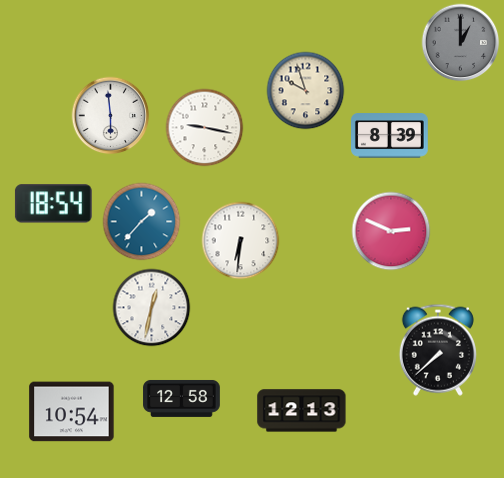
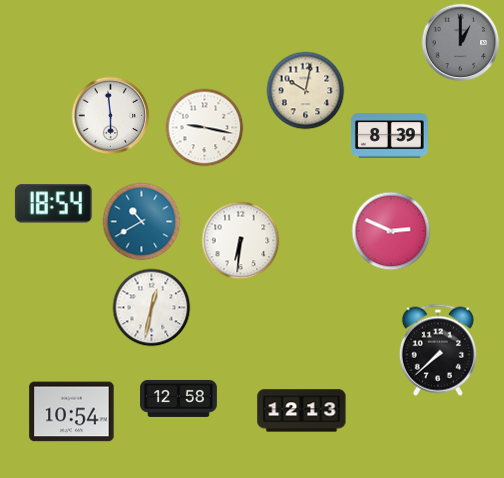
clock at (305, 90): 9:57 -> 10:02
clock at (141, 221): 1:37 -> 10:40
clock at (182, 398) position: (182, 398) -> (179, 398)
